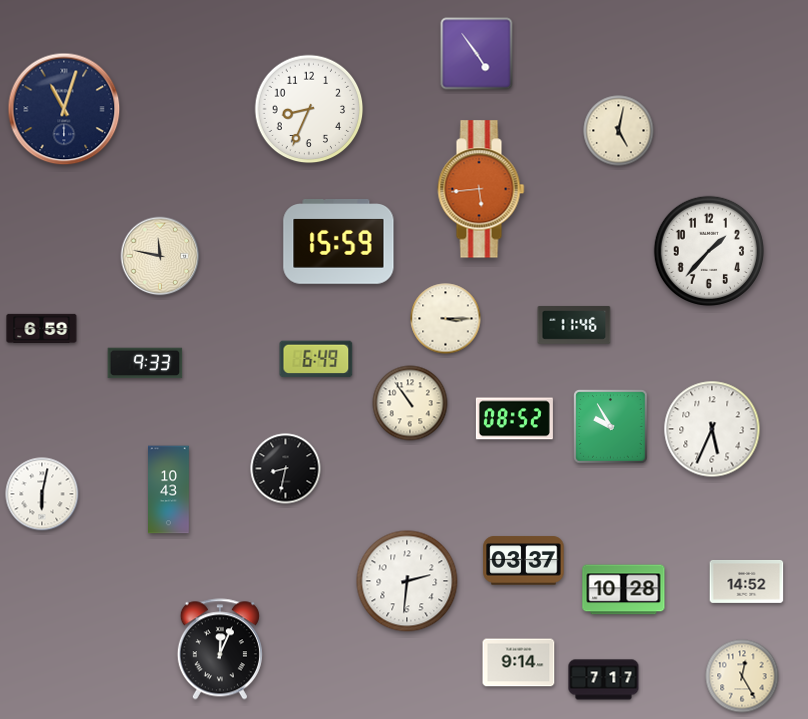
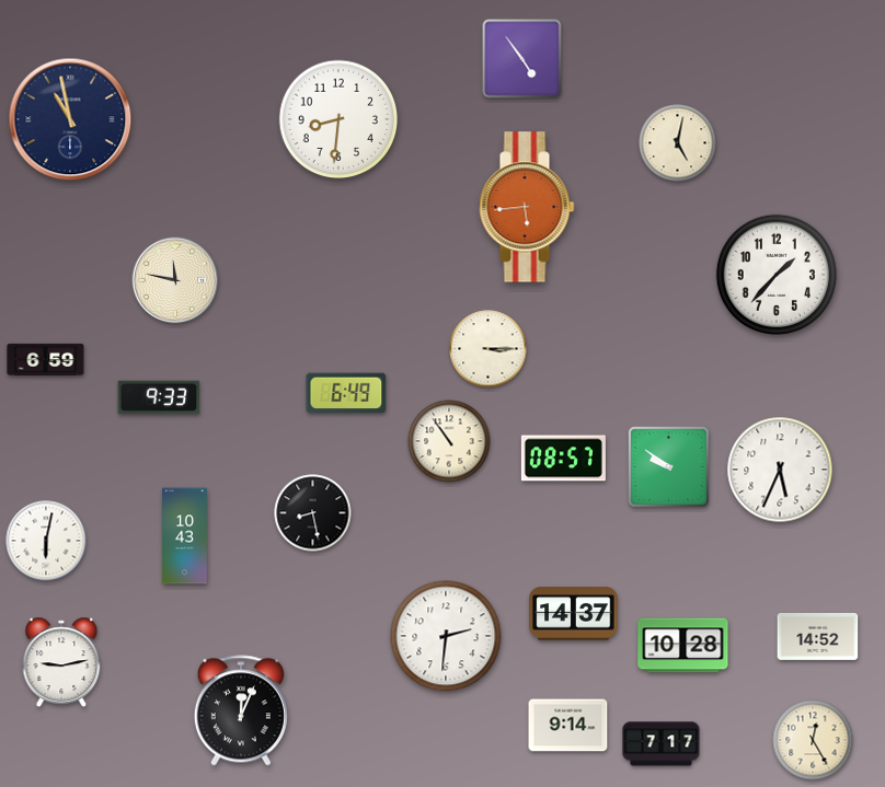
clock at (64, 109): 11:03 -> 10:58
clock at (309, 109): 8:34 -> 8:31
clock at (339, 242): 15:59 -> none
clock at (574, 325): 11:46 -> none
clock at (514, 419): 08:52 -> 08:57
clock at (611, 427): 9:55 -> 9:51
clock at (286, 469): 8:32 -> 8:28
clock at (524, 561): 03:37 -> 14:37
clock at (61, 661): none -> 9:13
